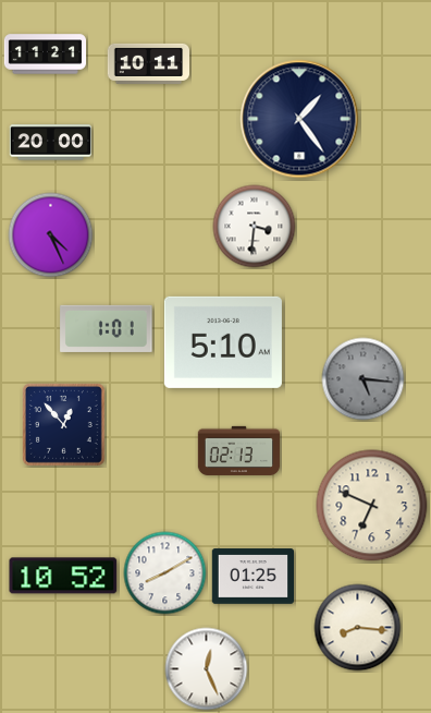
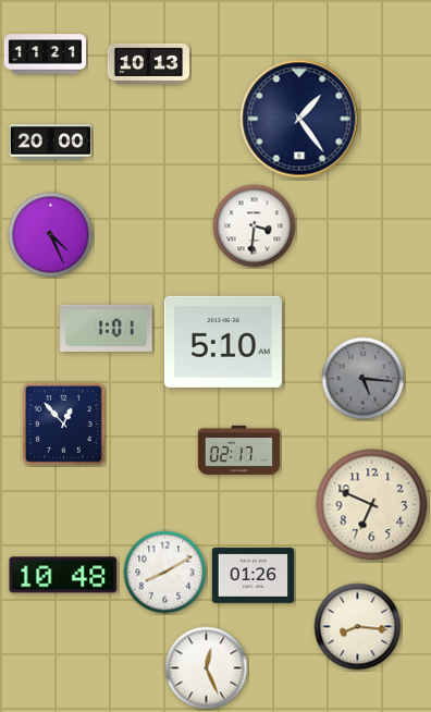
clock at (149, 63): 10:11 -> 10:13
clock at (239, 450): 02:13 -> 02:17
clock at (63, 576): 10:52 -> 10:48
clock at (254, 577): 01:25 -> 01:26
